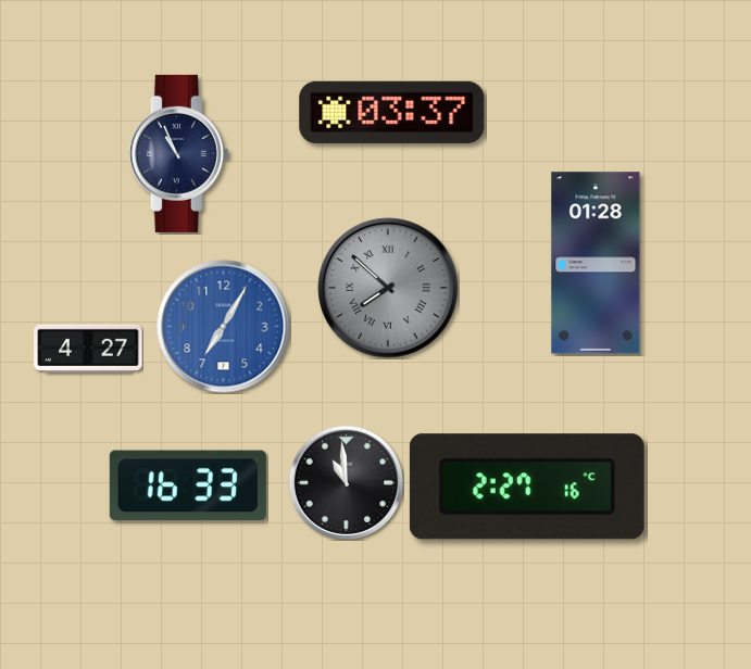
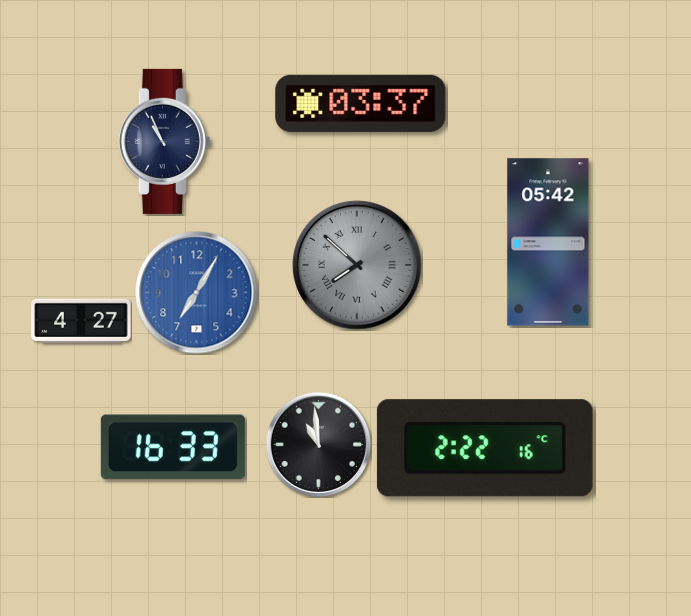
clock at (596, 263): 01:28 -> 05:42
clock at (224, 327) position: (224, 327) -> (197, 293)
clock at (527, 487): 2:27 -> 2:22
